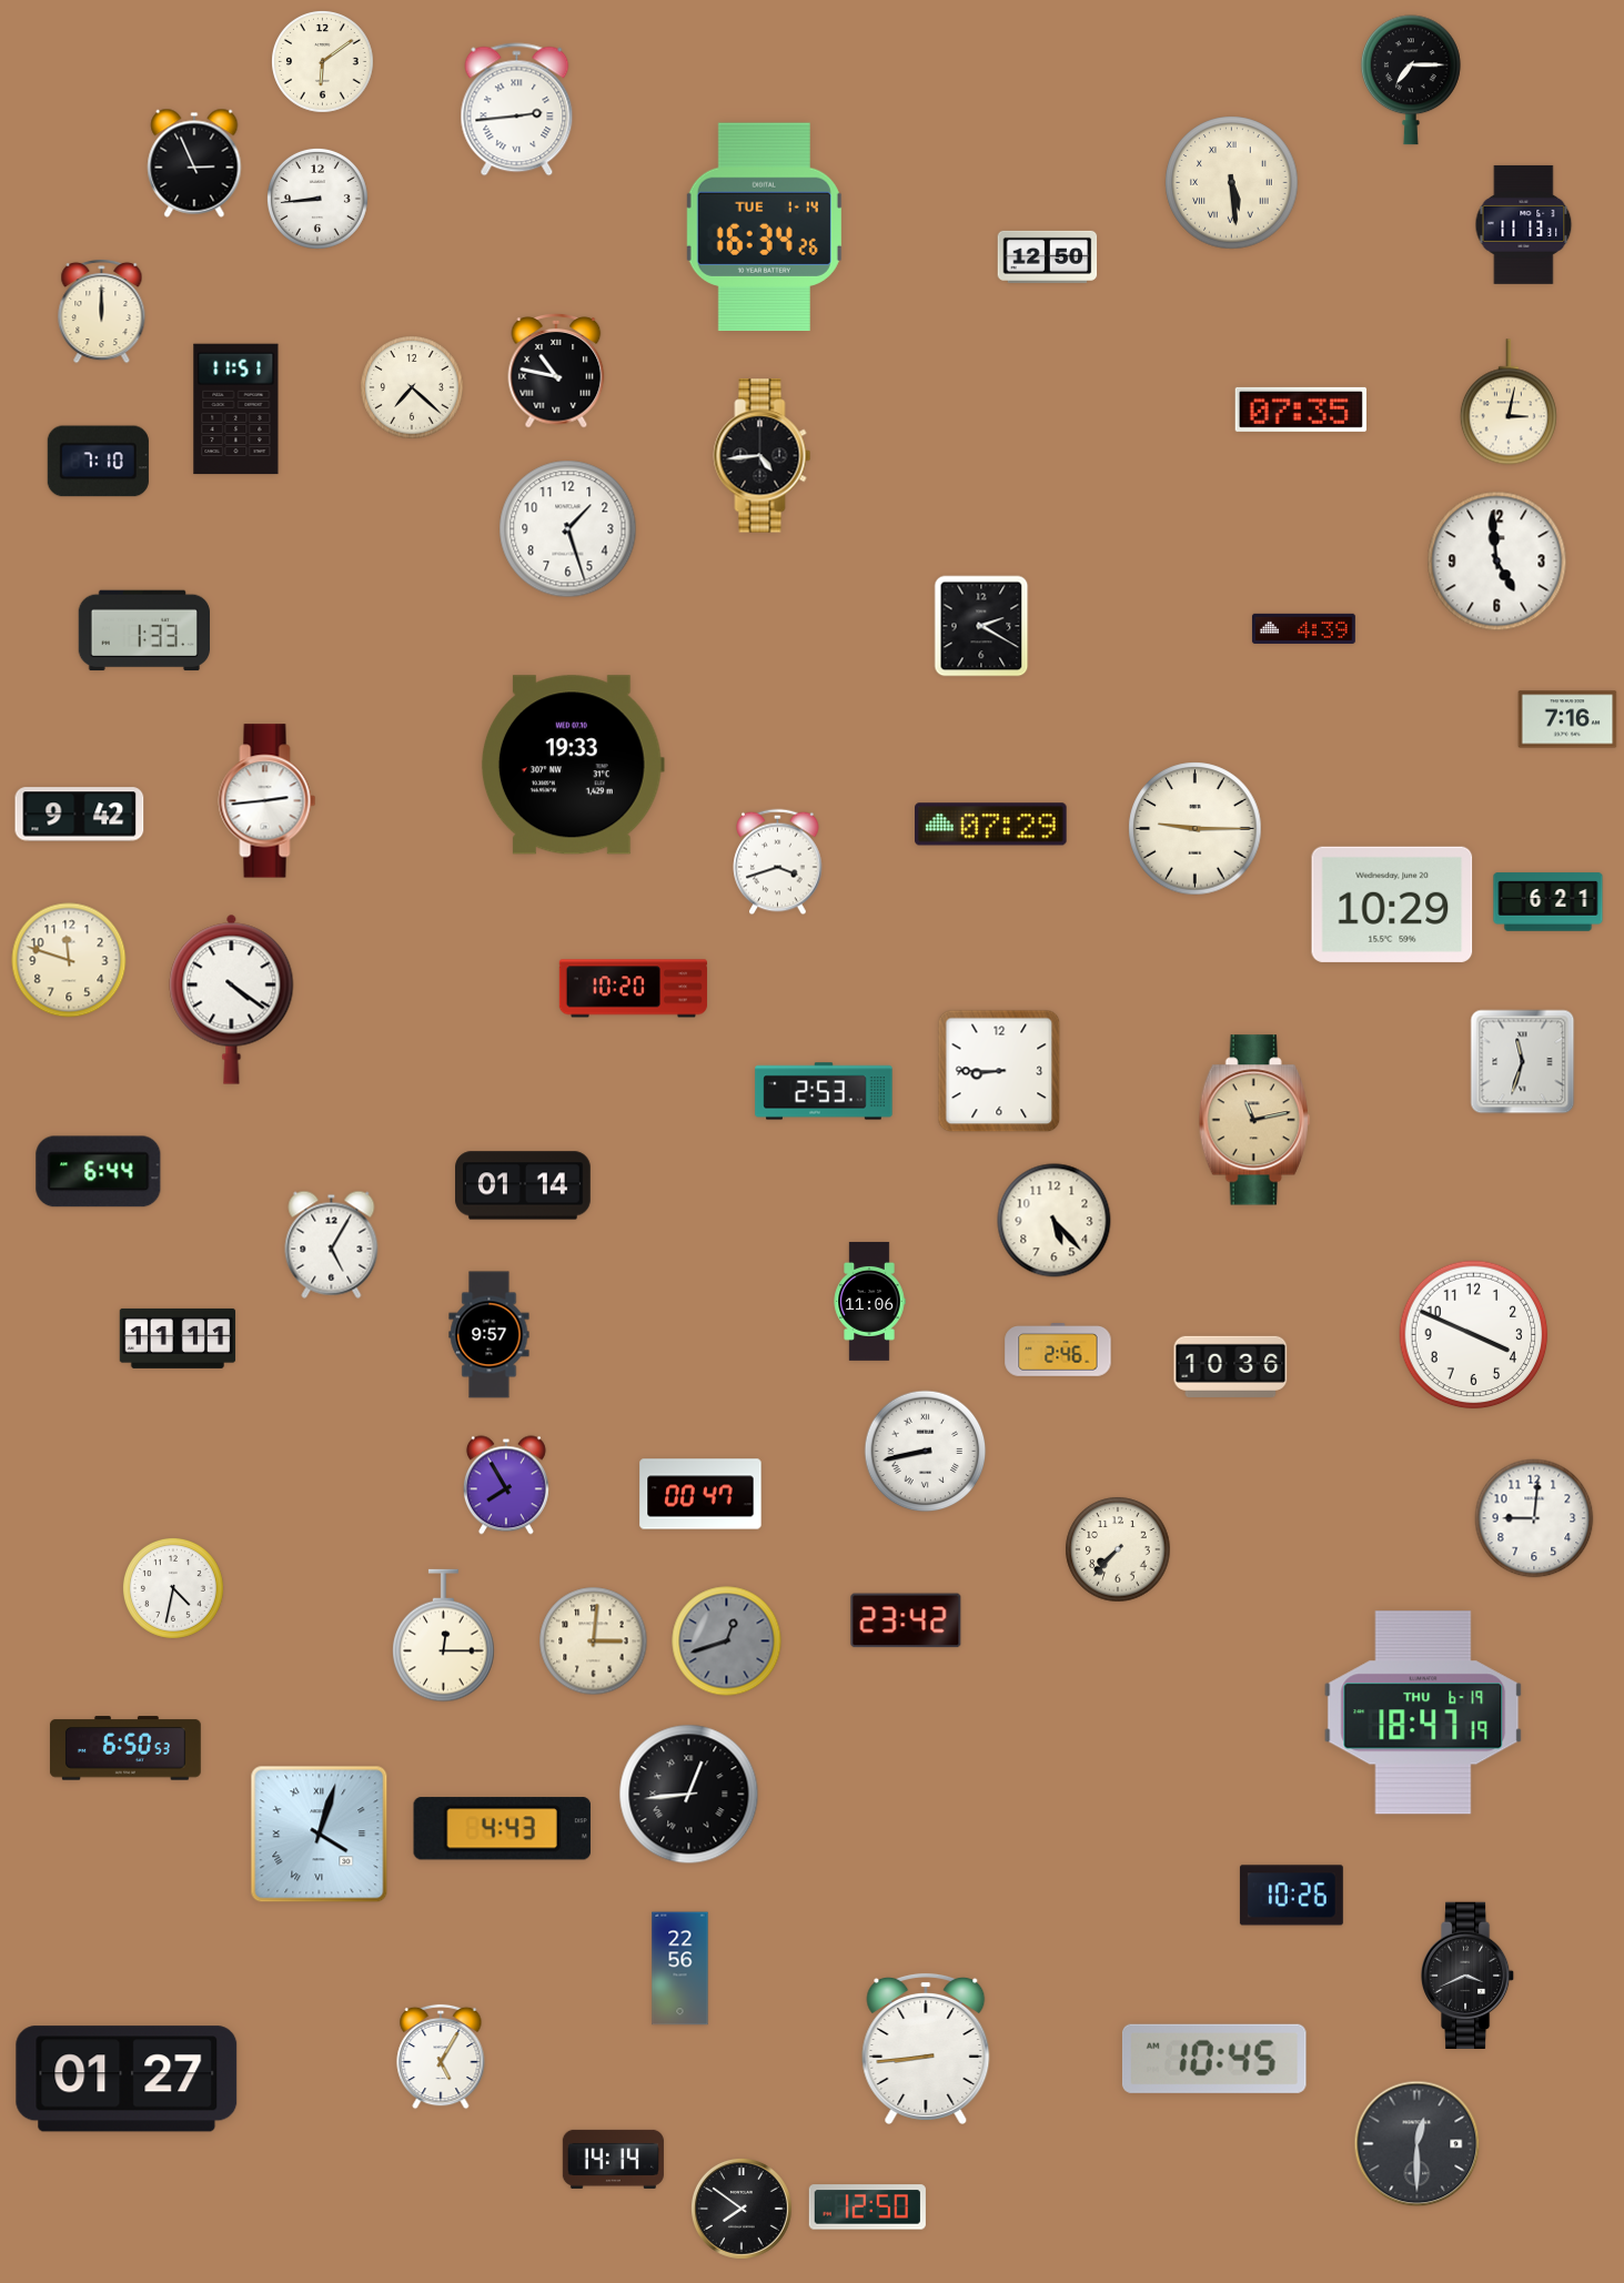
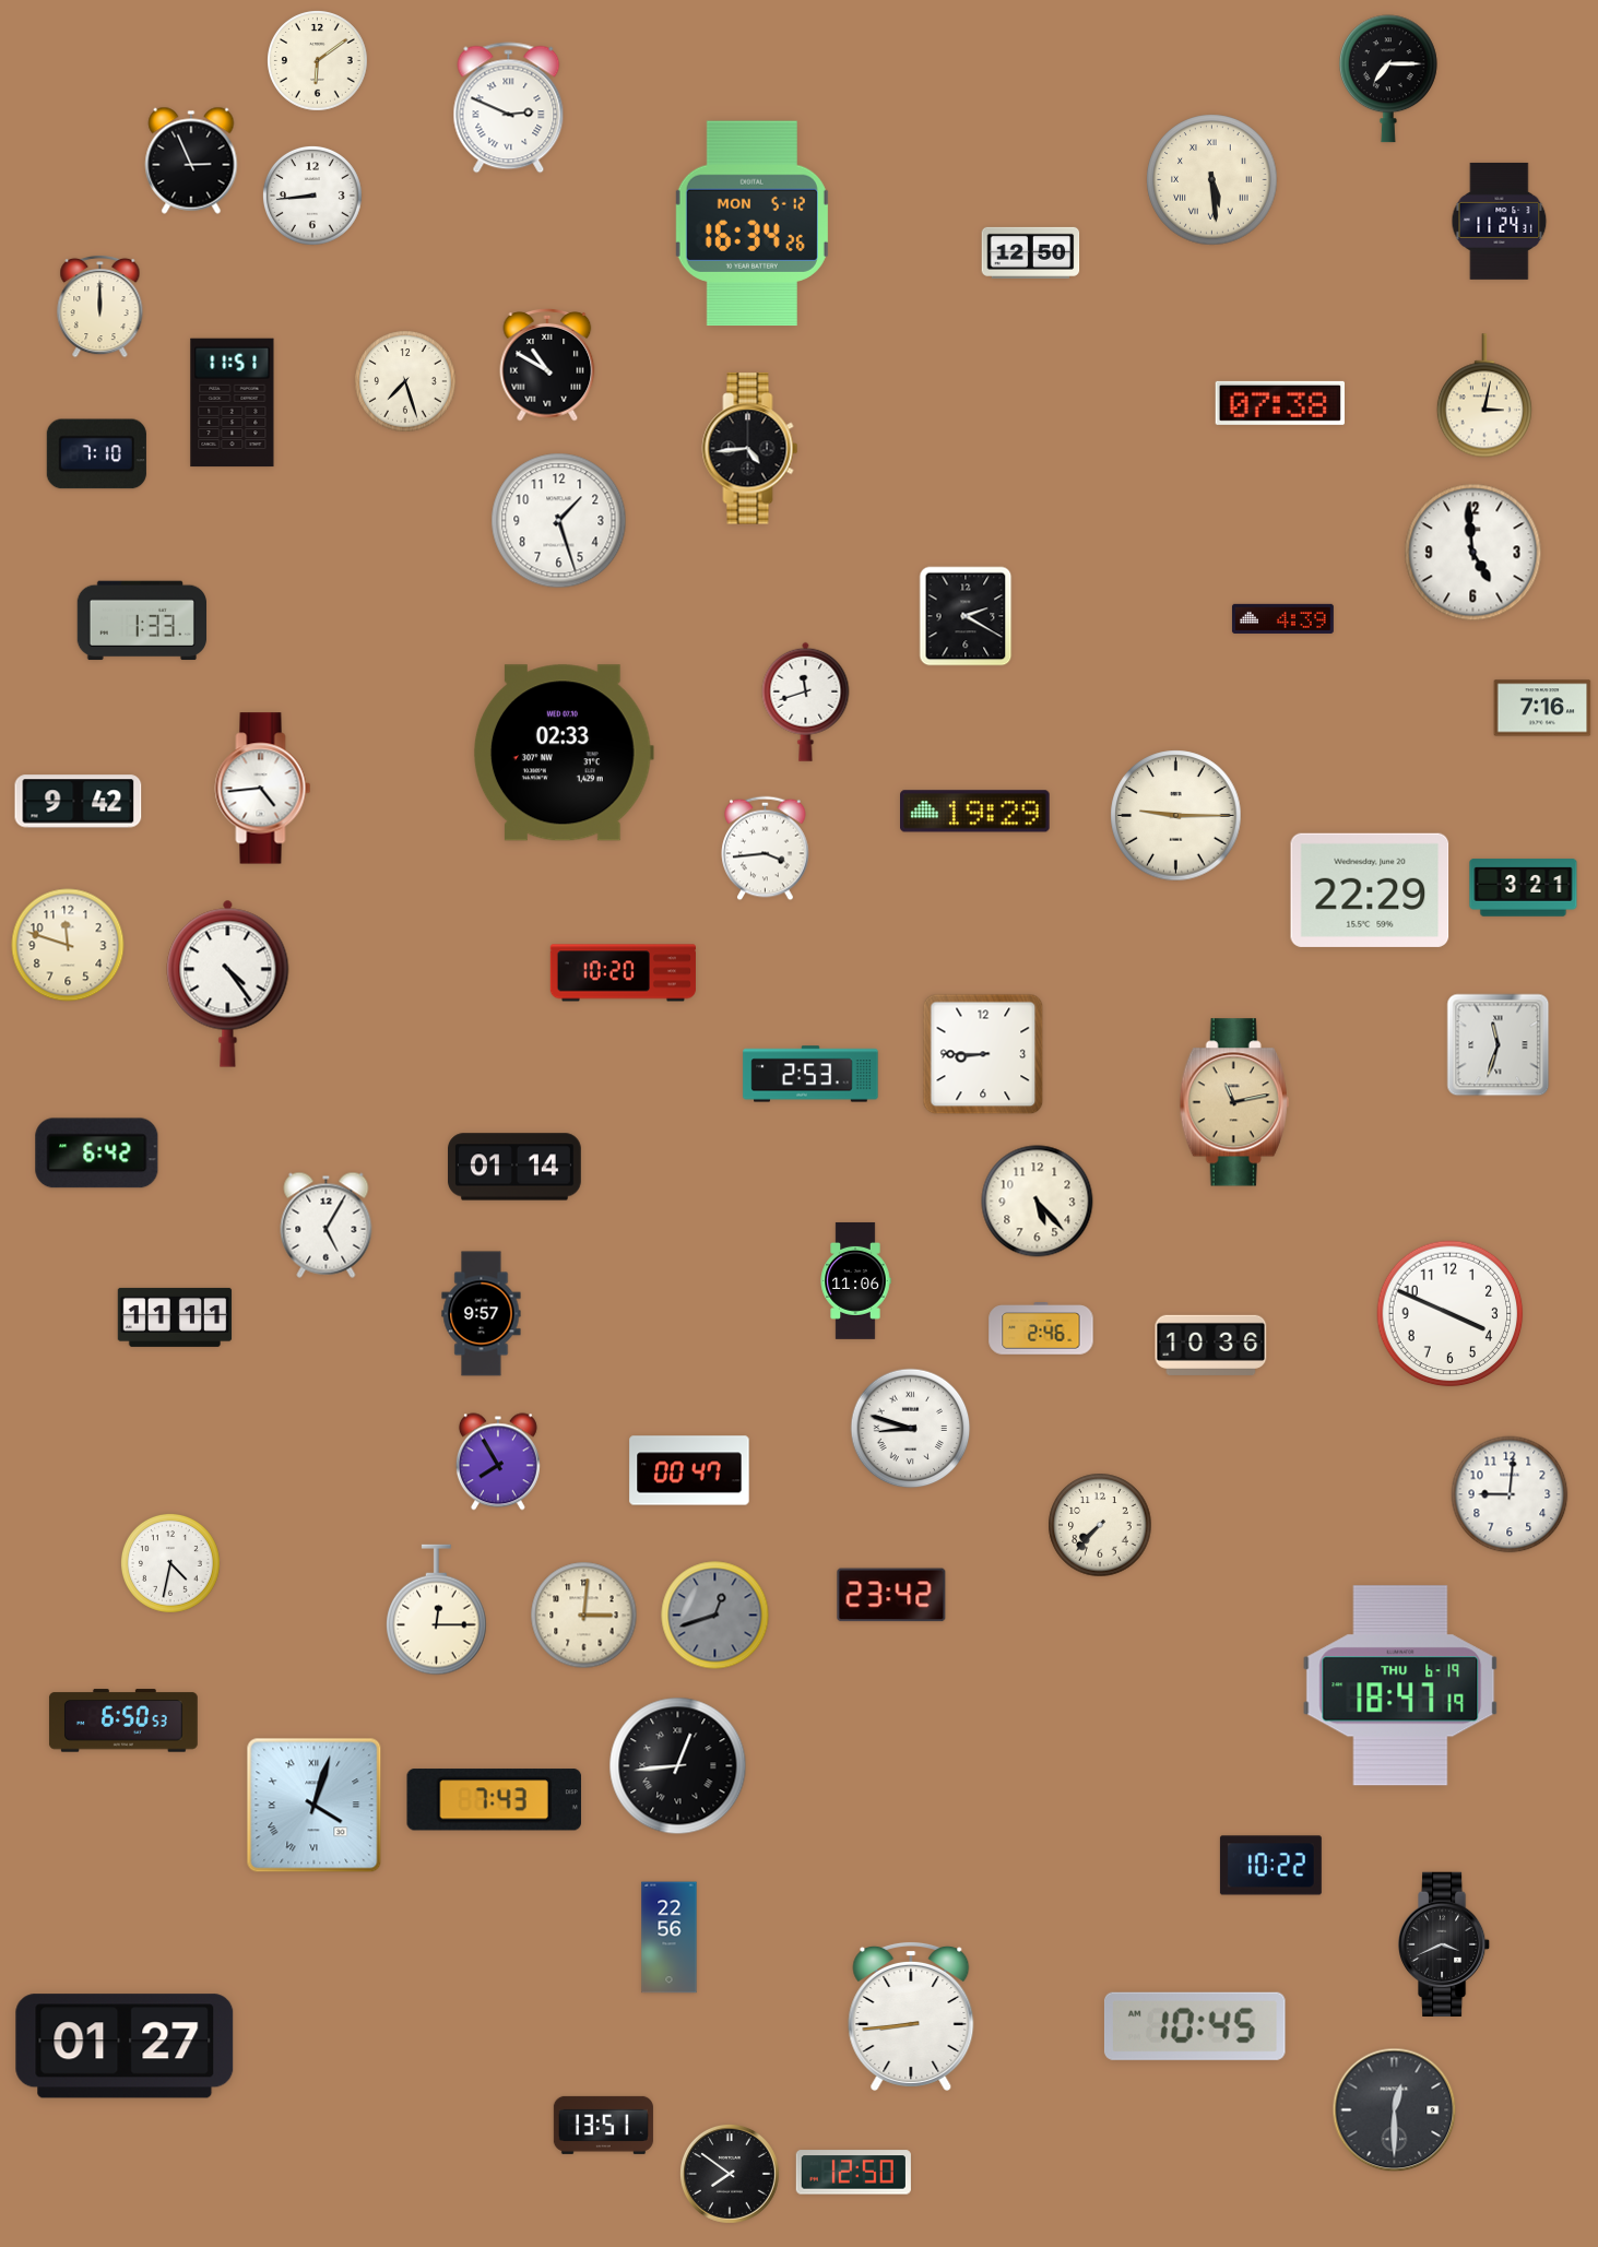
clock at (517, 110): 2:44 -> 2:49
clock at (1524, 224): 11:13 -> 11:24
clock at (764, 228) date: TUE 1-14 -> MON 5-12
clock at (556, 372): 10:47 -> 10:50
clock at (412, 387): 7:22 -> 7:27
clock at (1300, 410): 07:35 -> 07:38
clock at (806, 701): none -> 11:42
clock at (573, 765): 19:33 -> 02:33
clock at (268, 801): 2:44 -> 4:44
clock at (991, 825): 07:29 -> 19:29
clock at (778, 862): 3:42 -> 3:44
clock at (1549, 902): 6:21 -> 3:21
clock at (1392, 905): 10:29 -> 22:29
clock at (232, 999): 4:21 -> 4:24
clock at (99, 1172): 6:44 -> 6:42
clock at (926, 1452): 8:43 -> 8:48
clock at (502, 1829): 4:43 -> 7:43
clock at (1291, 1896): 10:26 -> 10:22
clock at (441, 2057): 5:05 -> none
clock at (613, 2159): 14:14 -> 13:51
